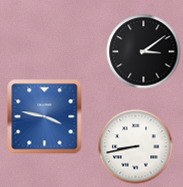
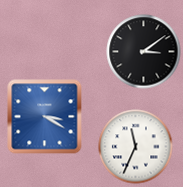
clock at (45, 117): 3:47 -> 3:20
clock at (136, 147): 8:43 -> 11:34
